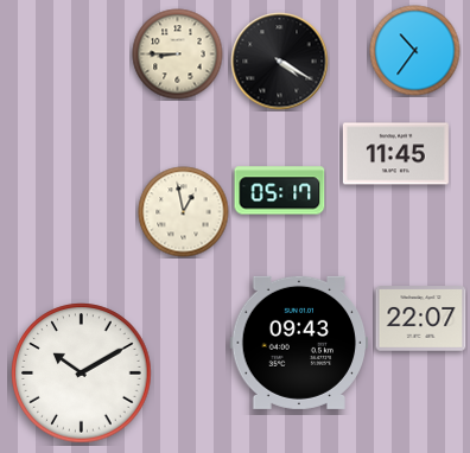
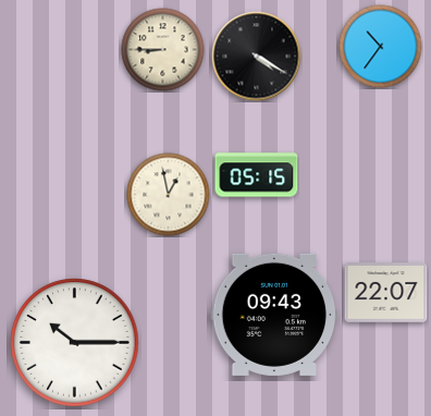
clock at (395, 154): 11:45 -> none
clock at (280, 191): 05:17 -> 05:15
clock at (82, 374): 10:10 -> 10:15
